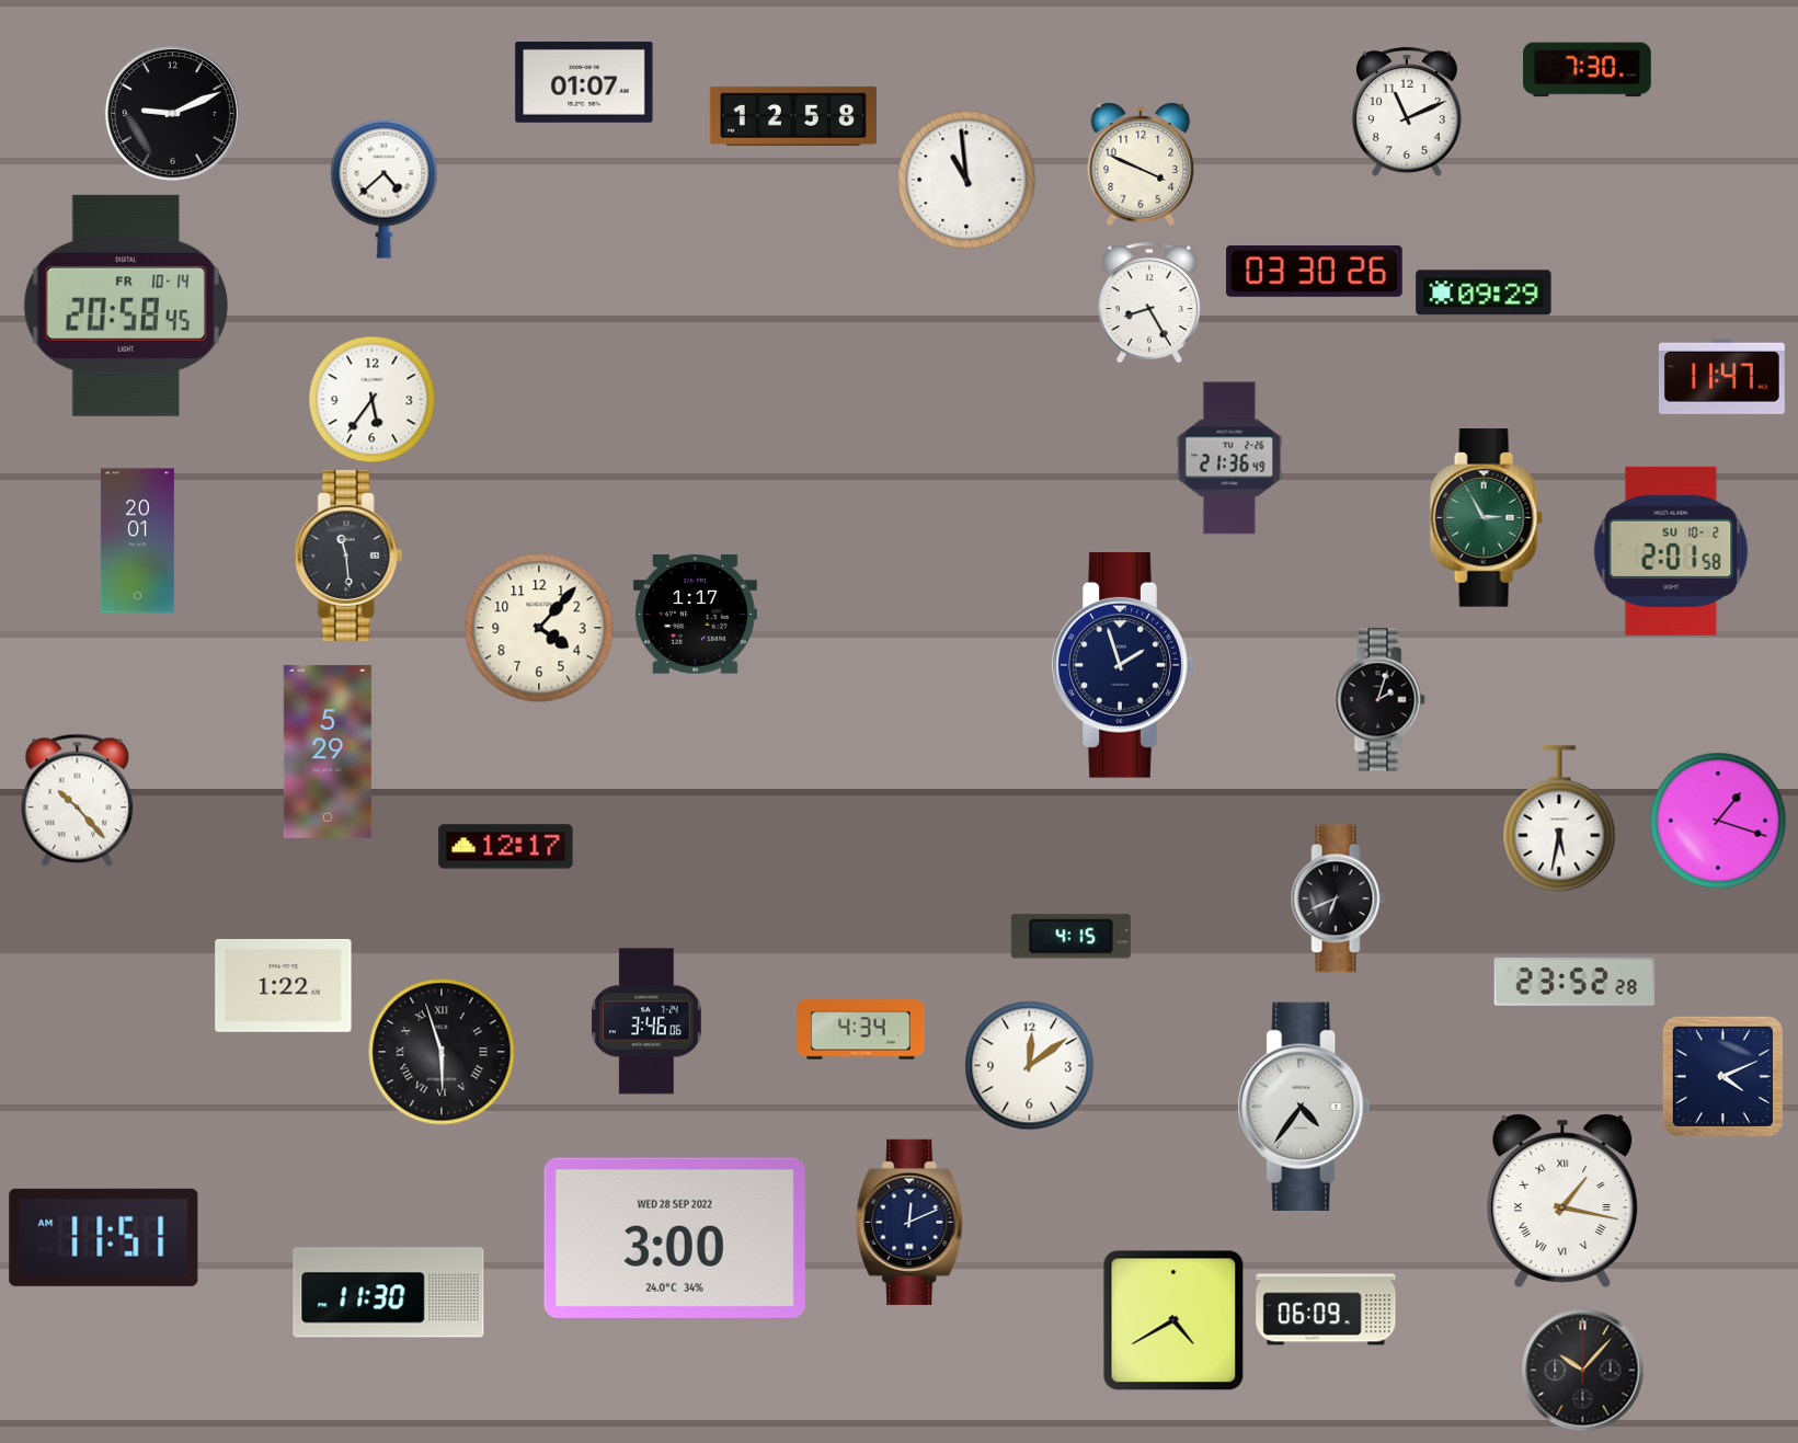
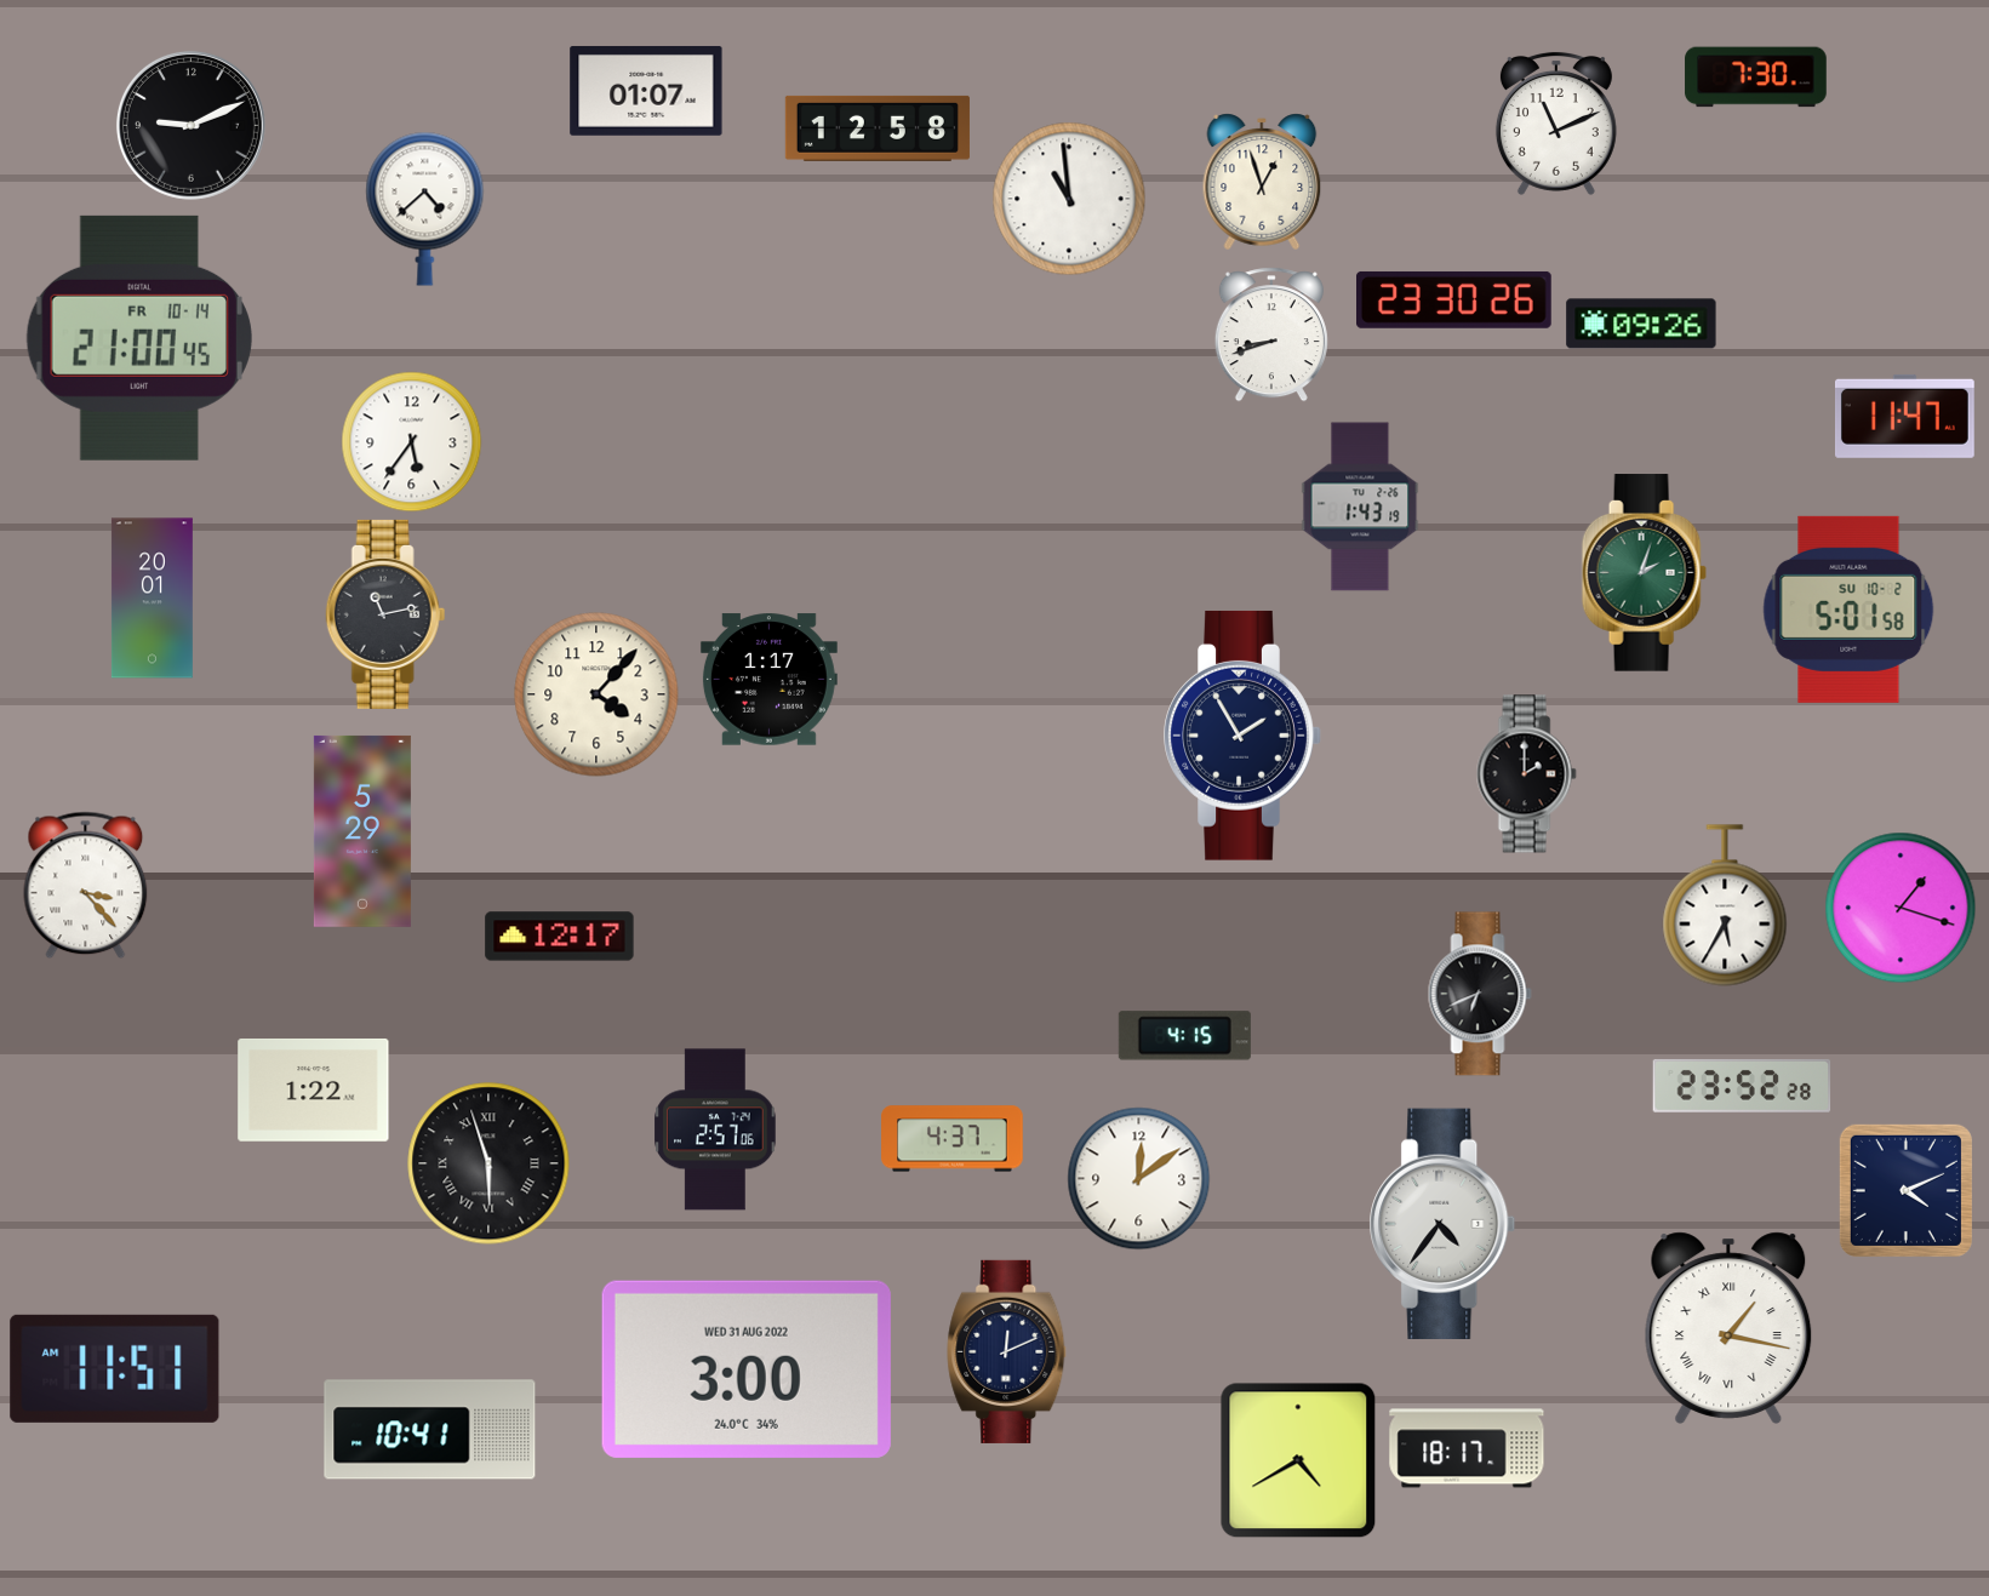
clock at (1141, 164): 3:49 -> 12:57
clock at (1315, 271): 03:30 -> 23:30
clock at (1484, 293): 09:29 -> 09:26
clock at (1149, 302): 8:25 -> 8:42
clock at (126, 306): 20:58 -> 21:00
clock at (1229, 458): 21:36 -> 1:43
clock at (1486, 518): 2:55 -> 2:03
clock at (1671, 551): 2:01 -> 5:01
clock at (348, 556): 11:29 -> 11:13
clock at (1123, 665): 1:57 -> 1:55
clock at (1379, 700): 2:03 -> 2:00
clock at (78, 801): 10:23 -> 3:23
clock at (1559, 818): 5:32 -> 5:35
clock at (646, 1021): 3:46 -> 2:57
clock at (861, 1030): 4:34 -> 4:37
clock at (675, 1238) date: WED 28 SEP 2022 -> WED 31 AUG 2022
clock at (389, 1293): 11:30 -> 10:41
clock at (1326, 1309): 06:09 -> 18:17
clock at (1583, 1371): 10:07 -> none
